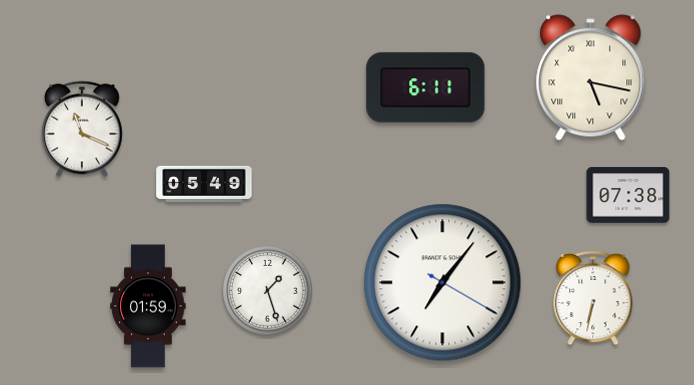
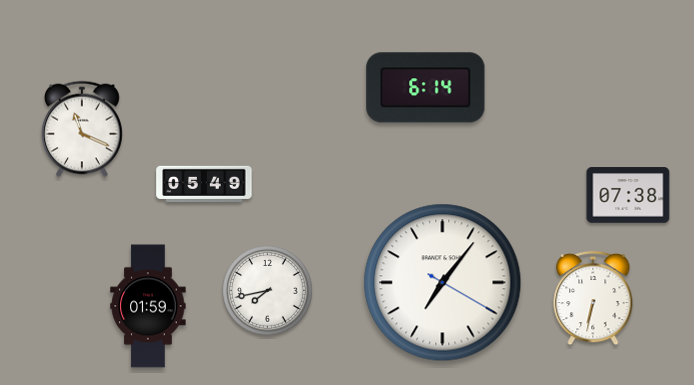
clock at (591, 78): 5:17 -> none
clock at (426, 88): 6:11 -> 6:14
clock at (268, 291): 1:27 -> 7:43
